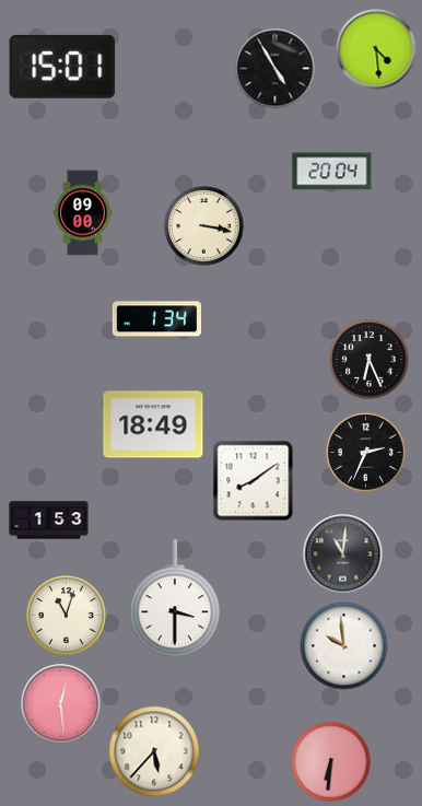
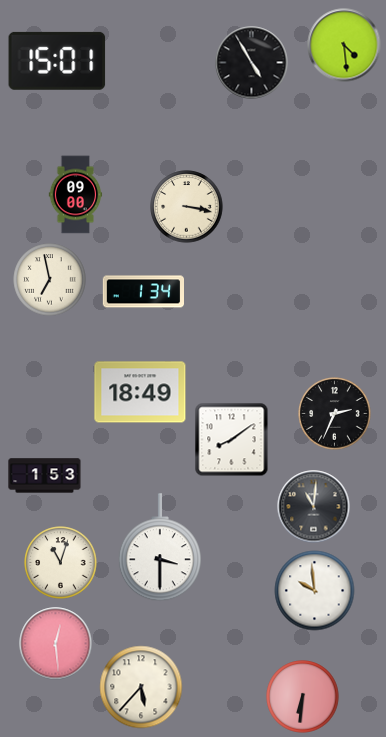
clock at (332, 172): 20:04 -> none
clock at (50, 280): none -> 6:58
clock at (370, 360): 6:26 -> none
clock at (153, 424) position: (153, 424) -> (140, 392)
